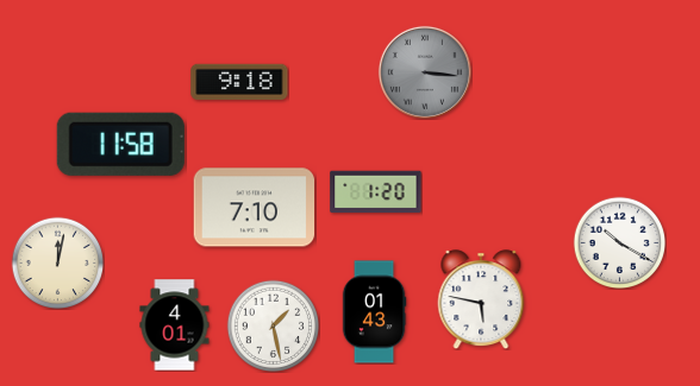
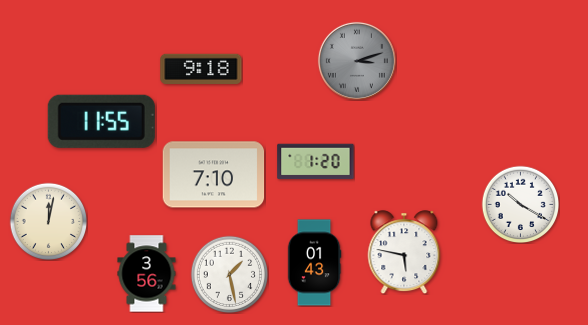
clock at (425, 72): 3:16 -> 3:12
clock at (120, 144): 11:58 -> 11:55
clock at (175, 325): 4:01 -> 3:56
